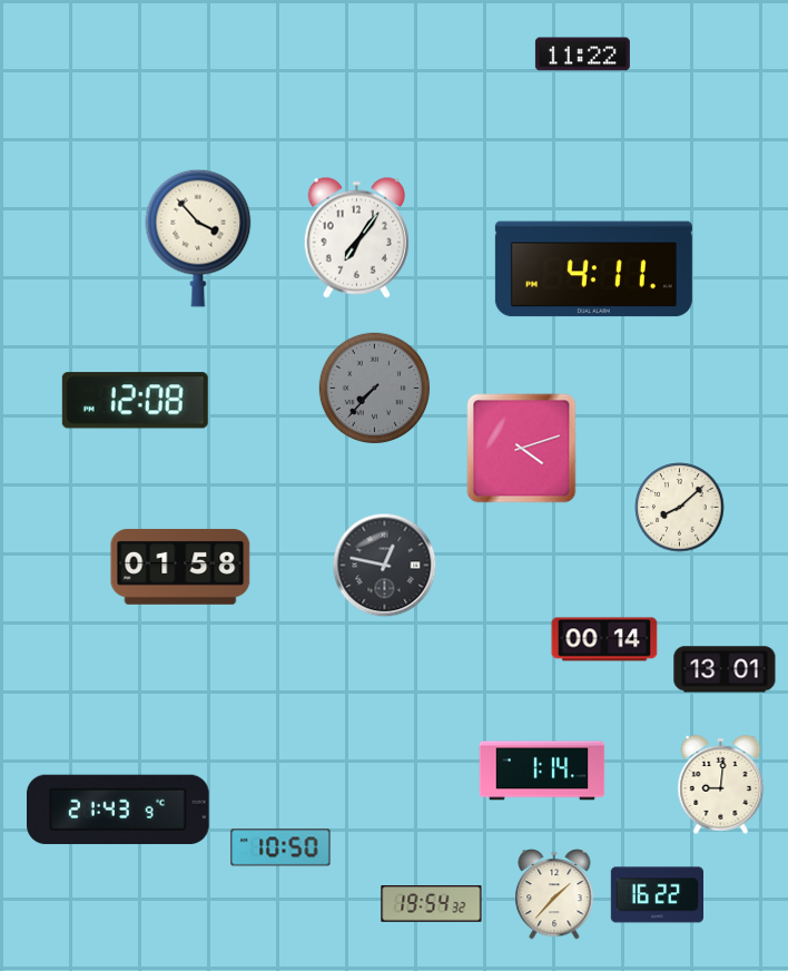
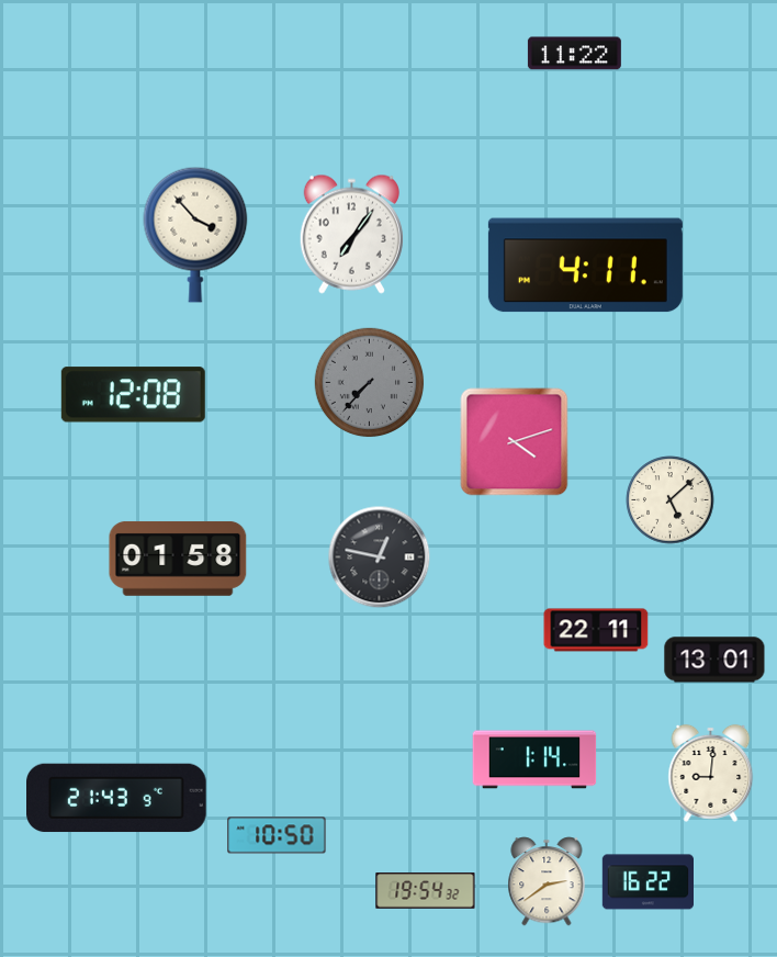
clock at (680, 508): 8:08 -> 5:08
clock at (604, 639): 00:14 -> 22:11
clock at (554, 894): 1:37 -> 2:39
